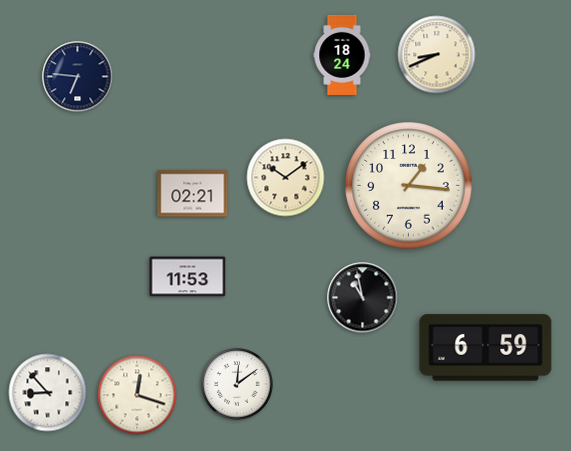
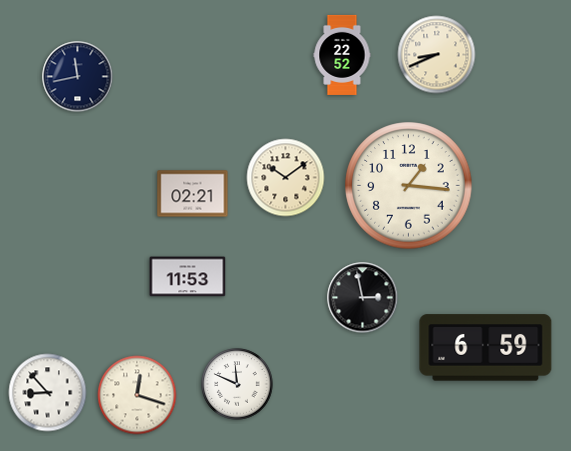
clock at (342, 55): 18:24 -> 22:52
clock at (78, 77): 6:46 -> 11:43
clock at (363, 298): 10:58 -> 2:58
clock at (237, 384): 12:09 -> 11:49
